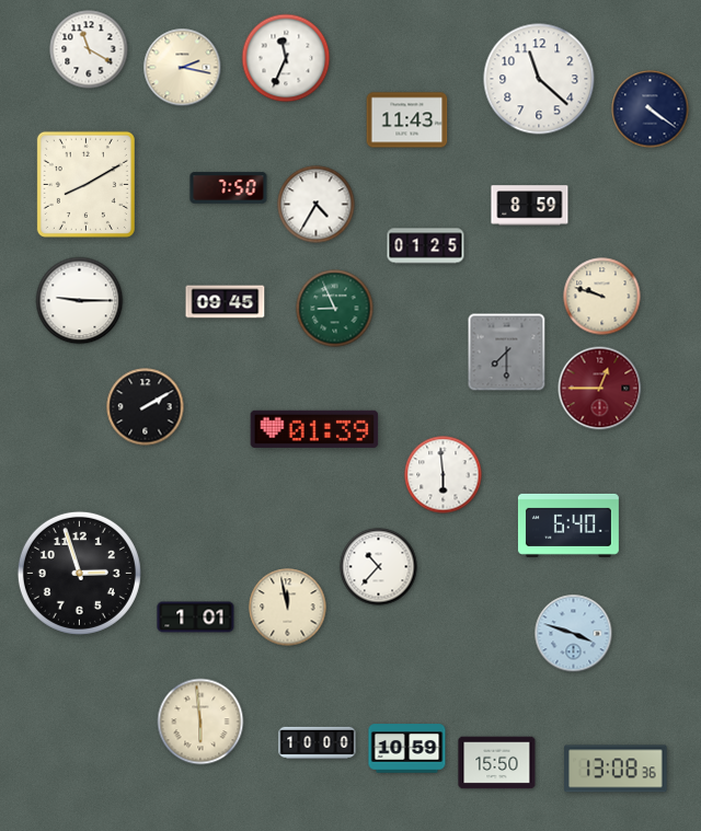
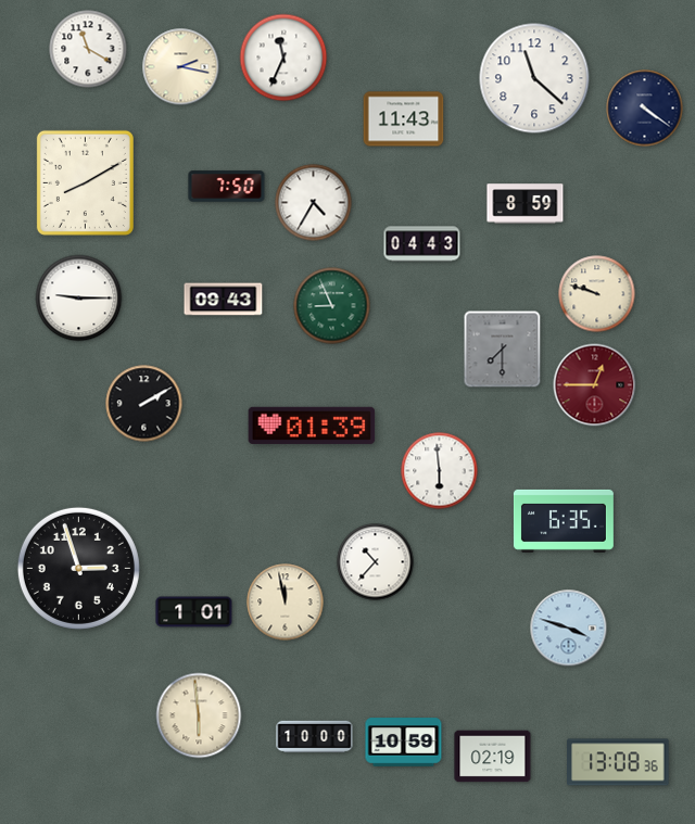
clock at (426, 246): 01:25 -> 04:43
clock at (226, 302): 09:45 -> 09:43
clock at (568, 526): 6:40 -> 6:35
clock at (497, 763): 15:50 -> 02:19
clock at (616, 769) position: (616, 769) -> (618, 762)
